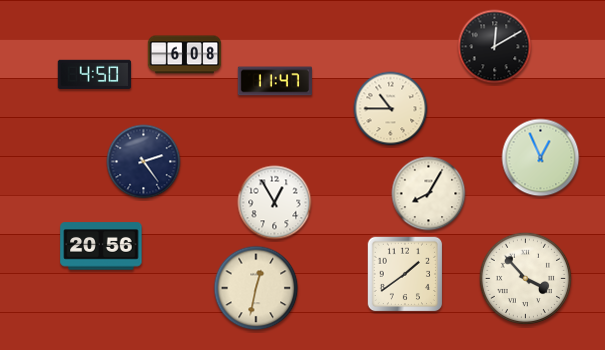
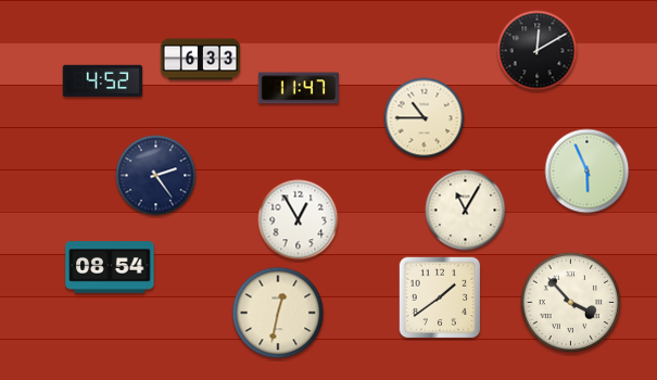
clock at (185, 55): 6:08 -> 6:33
clock at (95, 75): 4:50 -> 4:52
clock at (541, 158): 12:56 -> 5:56
clock at (429, 194): 8:05 -> 11:05
clock at (101, 246): 20:56 -> 08:54
